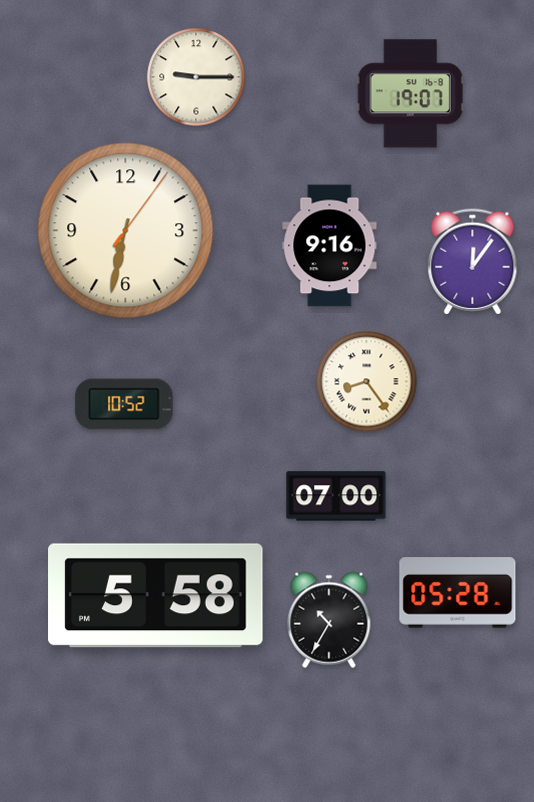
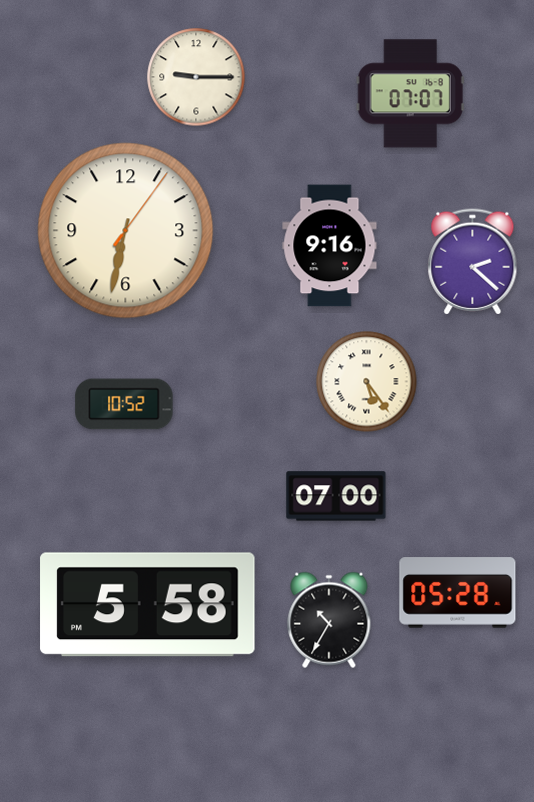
clock at (410, 94): 19:07 -> 07:07
clock at (473, 262): 12:06 -> 2:22
clock at (367, 382): 8:24 -> 5:24
clock at (156, 596) position: (156, 596) -> (148, 605)
